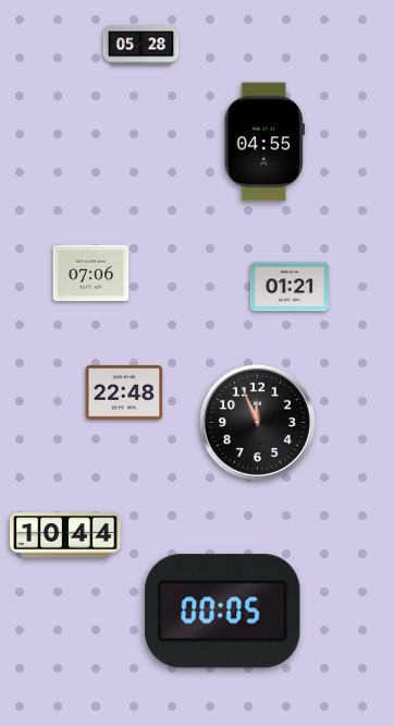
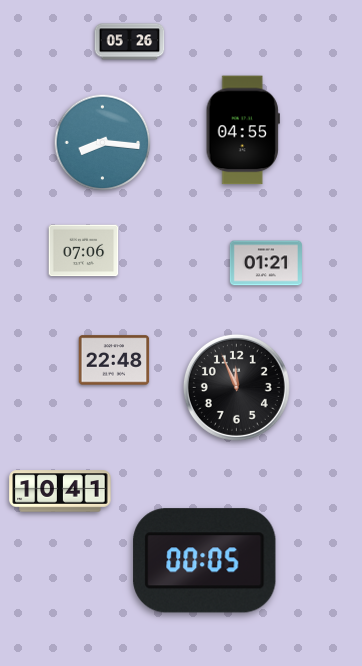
clock at (141, 46): 05:28 -> 05:26
clock at (103, 143): none -> 8:16
clock at (65, 535): 10:44 -> 10:41
